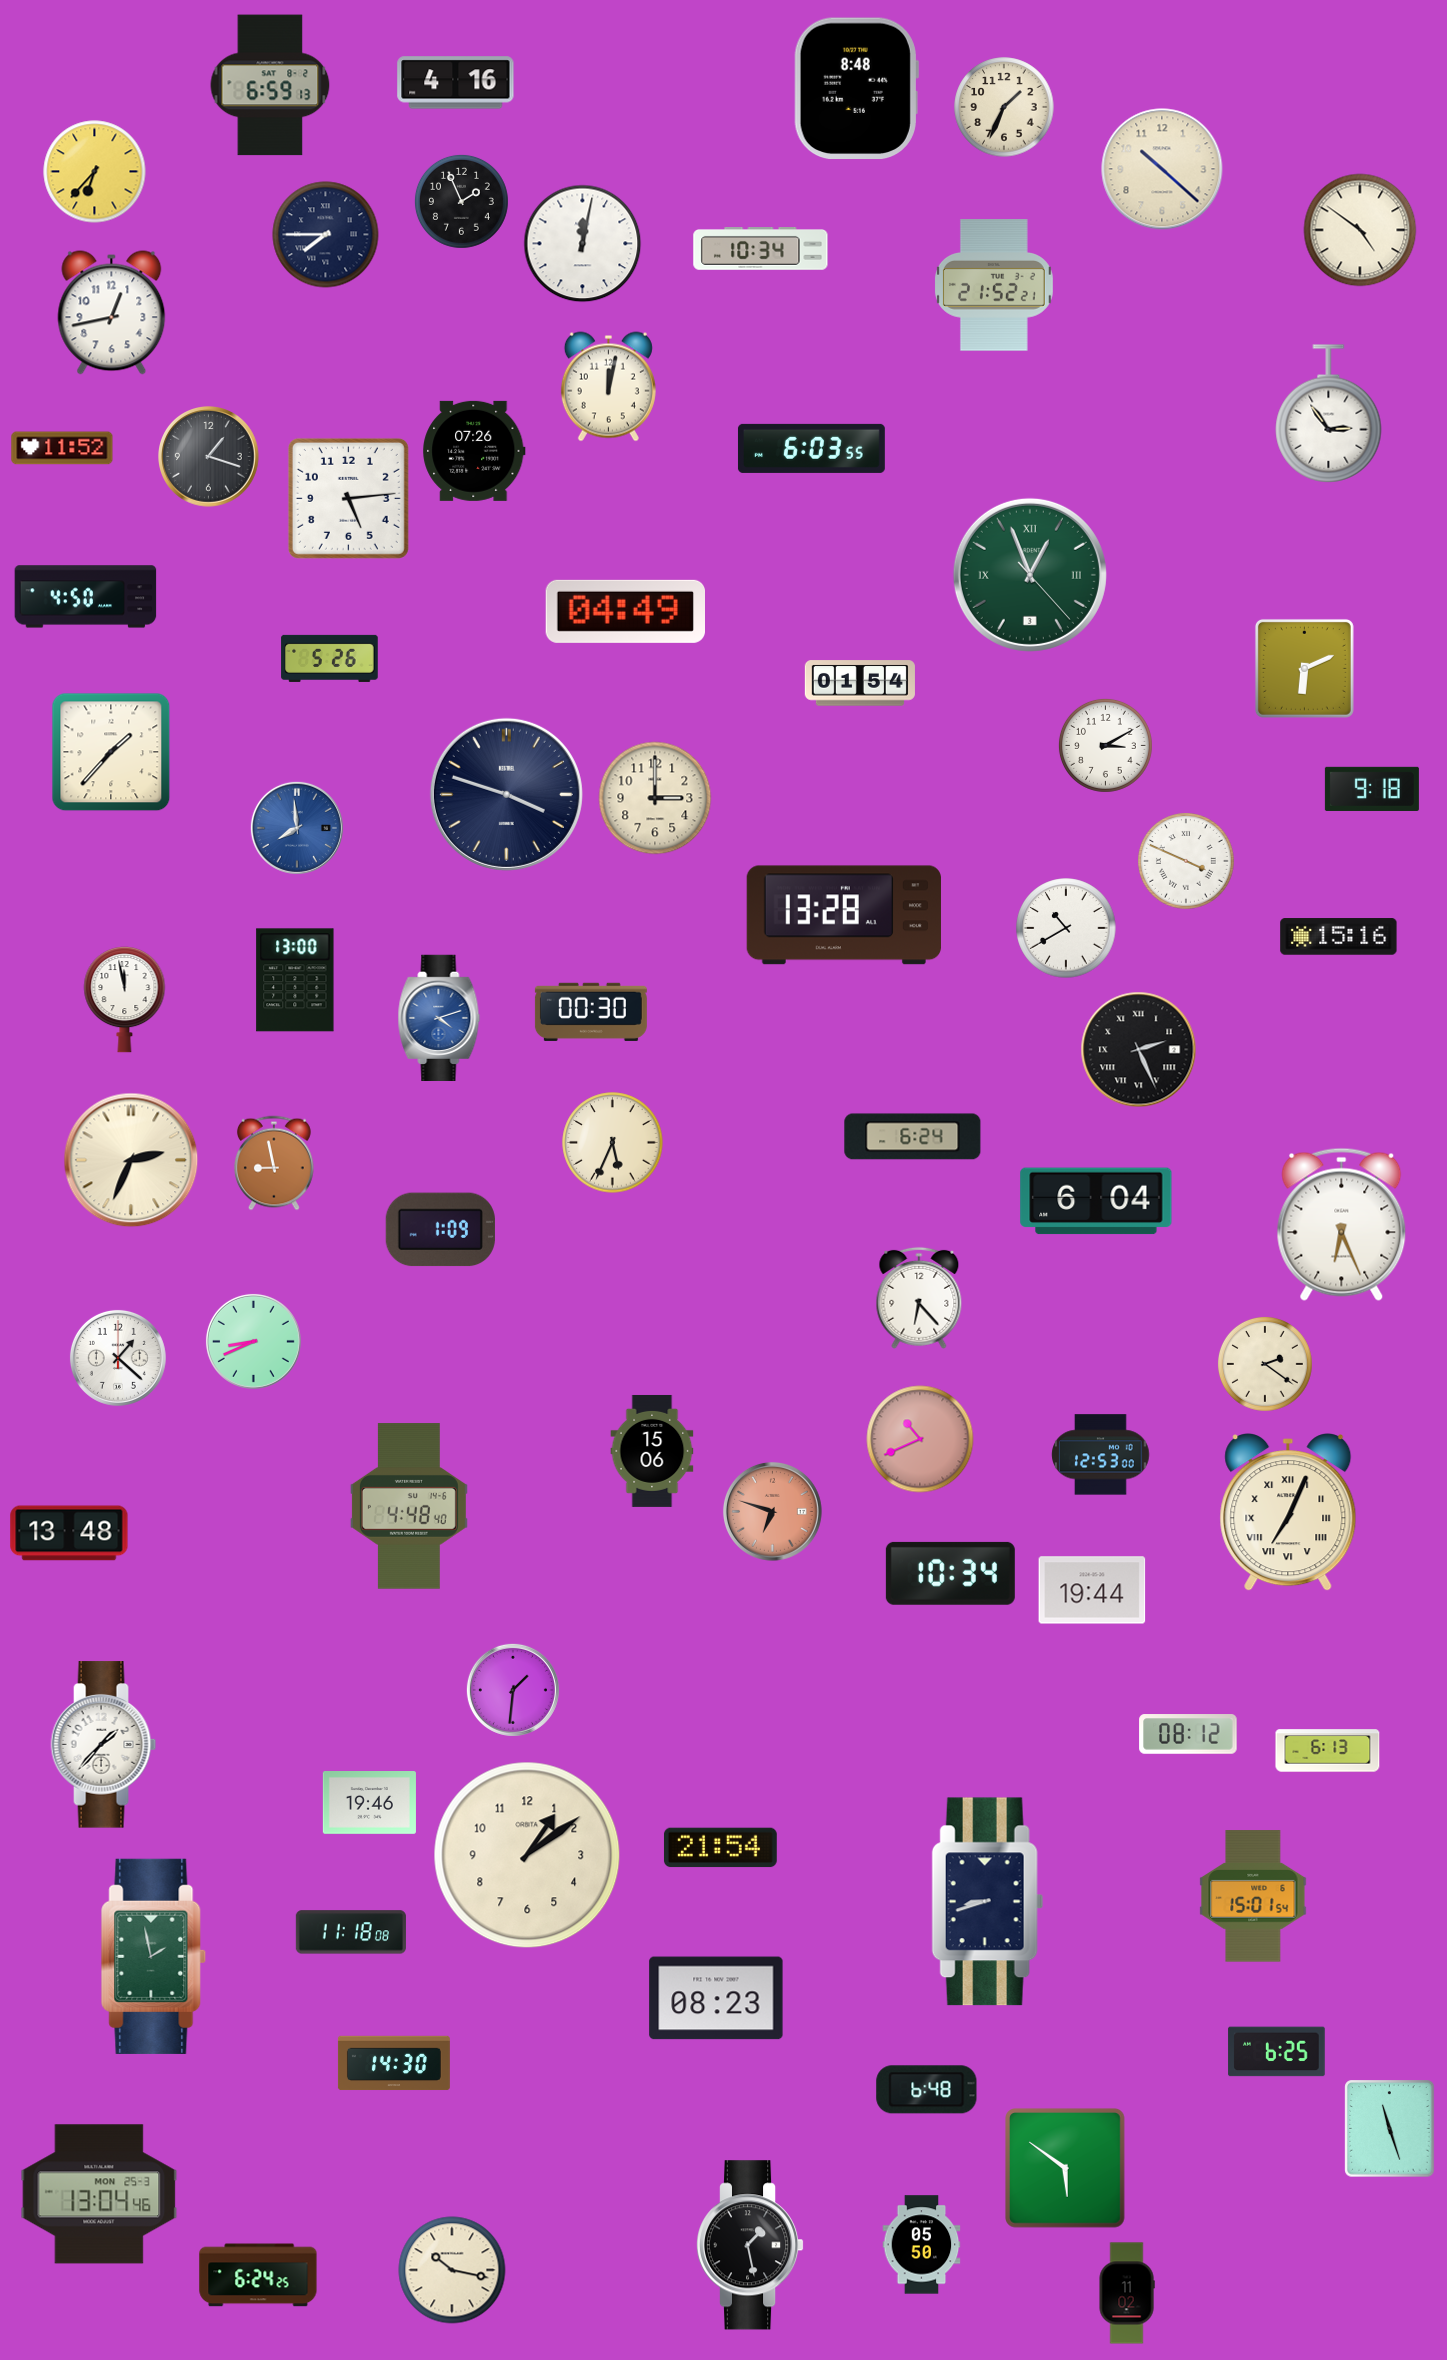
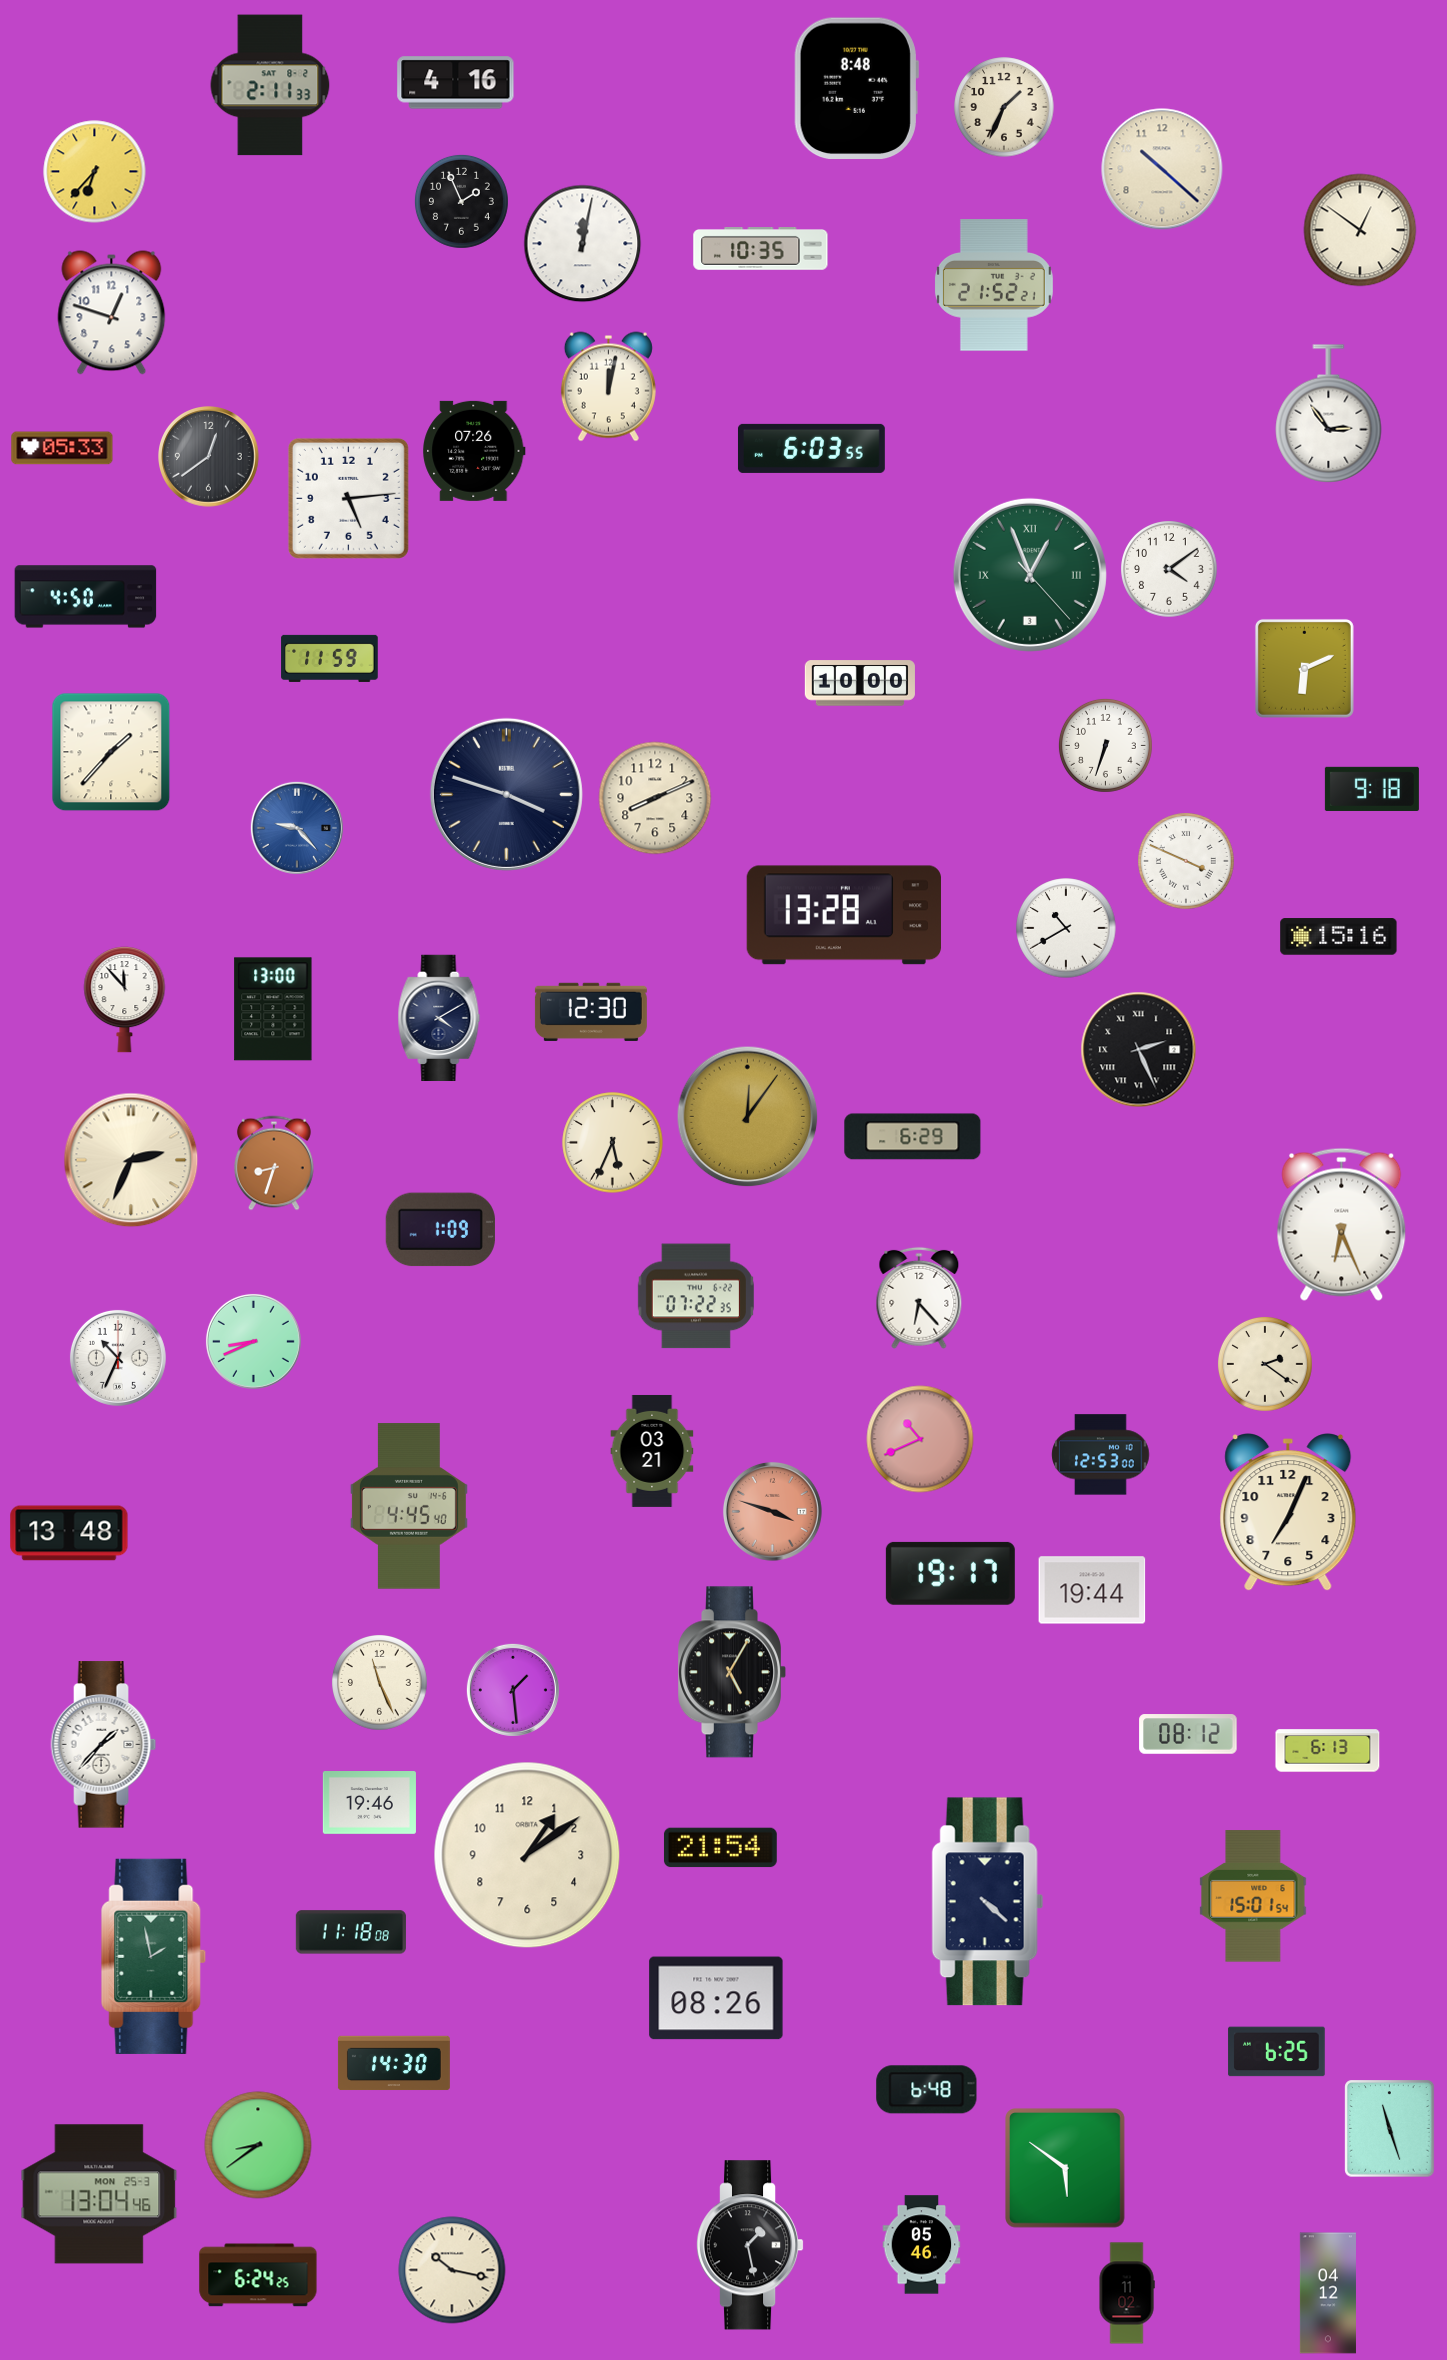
clock at (270, 85): 6:59 -> 2:11
clock at (1360, 230): 4:51 -> 12:51
clock at (326, 235): 7:45 -> none
clock at (761, 249): 10:34 -> 10:35
clock at (112, 313): 12:43 -> 12:48
clock at (62, 448): 11:52 -> 05:33
clock at (209, 457): 1:18 -> 12:39
clock at (1169, 569): none -> 4:09
clock at (625, 611): 04:49 -> none
clock at (330, 658): 5:26 -> 11:59
clock at (860, 683): 01:54 -> 10:00
clock at (1105, 745): 3:10 -> 6:33
clock at (655, 798): 3:00 -> 8:11
clock at (297, 828): 7:59 -> 9:23
clock at (295, 980) position: (295, 980) -> (273, 1009)
clock at (125, 1000): 11:58 -> 11:53
clock at (591, 1012): 00:30 -> 12:30
clock at (439, 1017): 4:12 -> 4:10
clock at (439, 1017) dial: blue -> navy
clock at (748, 1117): none -> 12:06
clock at (913, 1137): 6:24 -> 6:29
clock at (274, 1163): 8:58 -> 8:33
clock at (1096, 1201): 6:04 -> none
clock at (696, 1296): none -> 07:22
clock at (118, 1358): 1:22 -> 10:34
clock at (652, 1451): 15:06 -> 03:21
clock at (409, 1506): 4:48 -> 4:45
clock at (772, 1511): 6:48 -> 3:48
clock at (1288, 1512) numerals: Roman -> Arabic
clock at (950, 1573): 10:34 -> 19:17
clock at (732, 1672): none -> 5:05
clock at (380, 1683): none -> 11:26
clock at (513, 1690): 1:31 -> 1:29
clock at (988, 1902): 8:42 -> 4:22
clock at (716, 1998): 08:23 -> 08:26
clock at (258, 2145): none -> 8:39
clock at (922, 2245): 05:50 -> 05:46
clock at (1328, 2293): none -> 04:12
